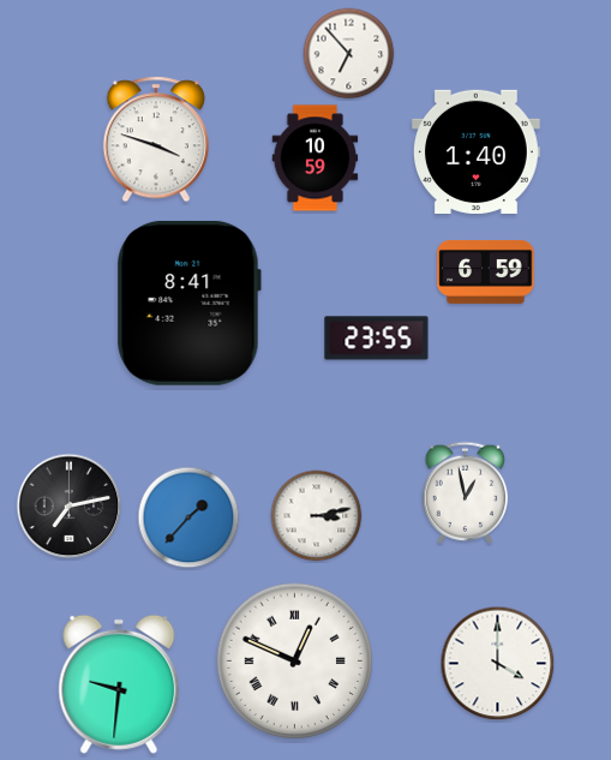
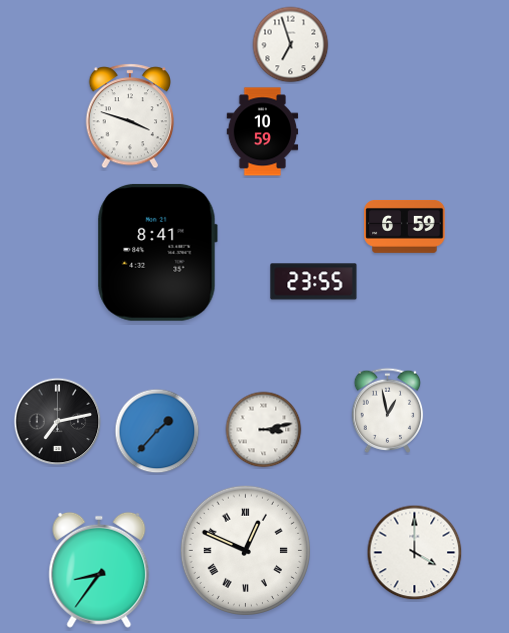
clock at (349, 54): 6:53 -> 6:57
clock at (477, 151): 1:40 -> none
clock at (119, 684): 9:31 -> 8:36
